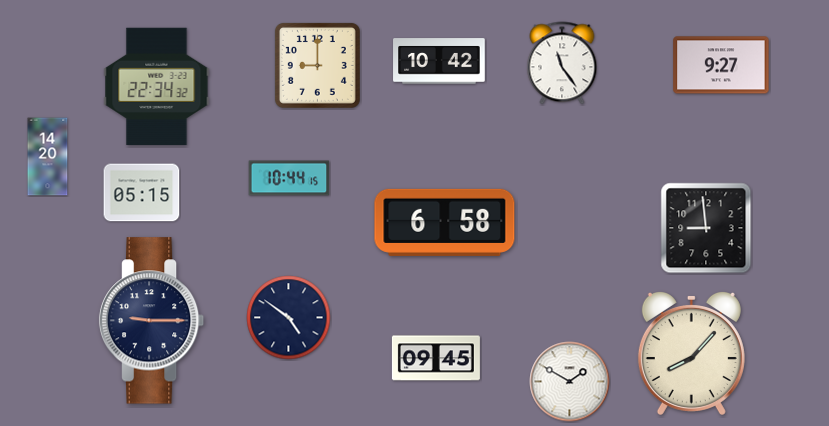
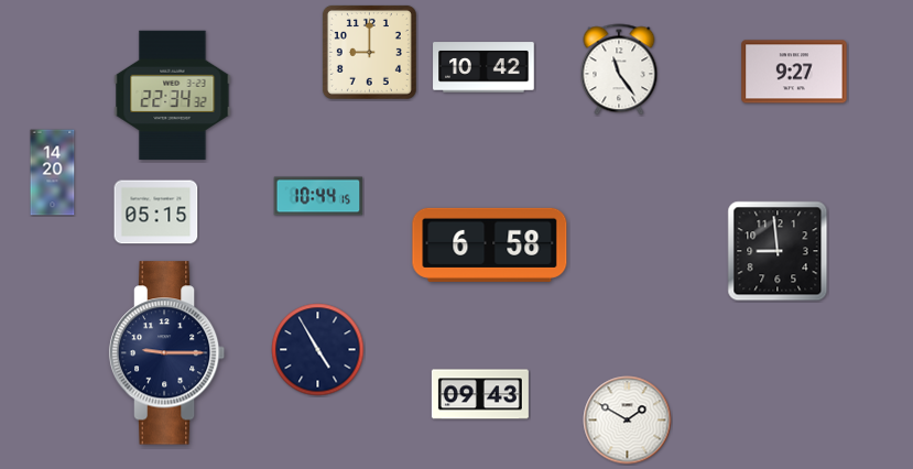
clock at (317, 65) position: (317, 65) -> (369, 52)
clock at (289, 318): 4:51 -> 4:55
clock at (691, 353): 8:07 -> none
clock at (436, 358): 09:45 -> 09:43
